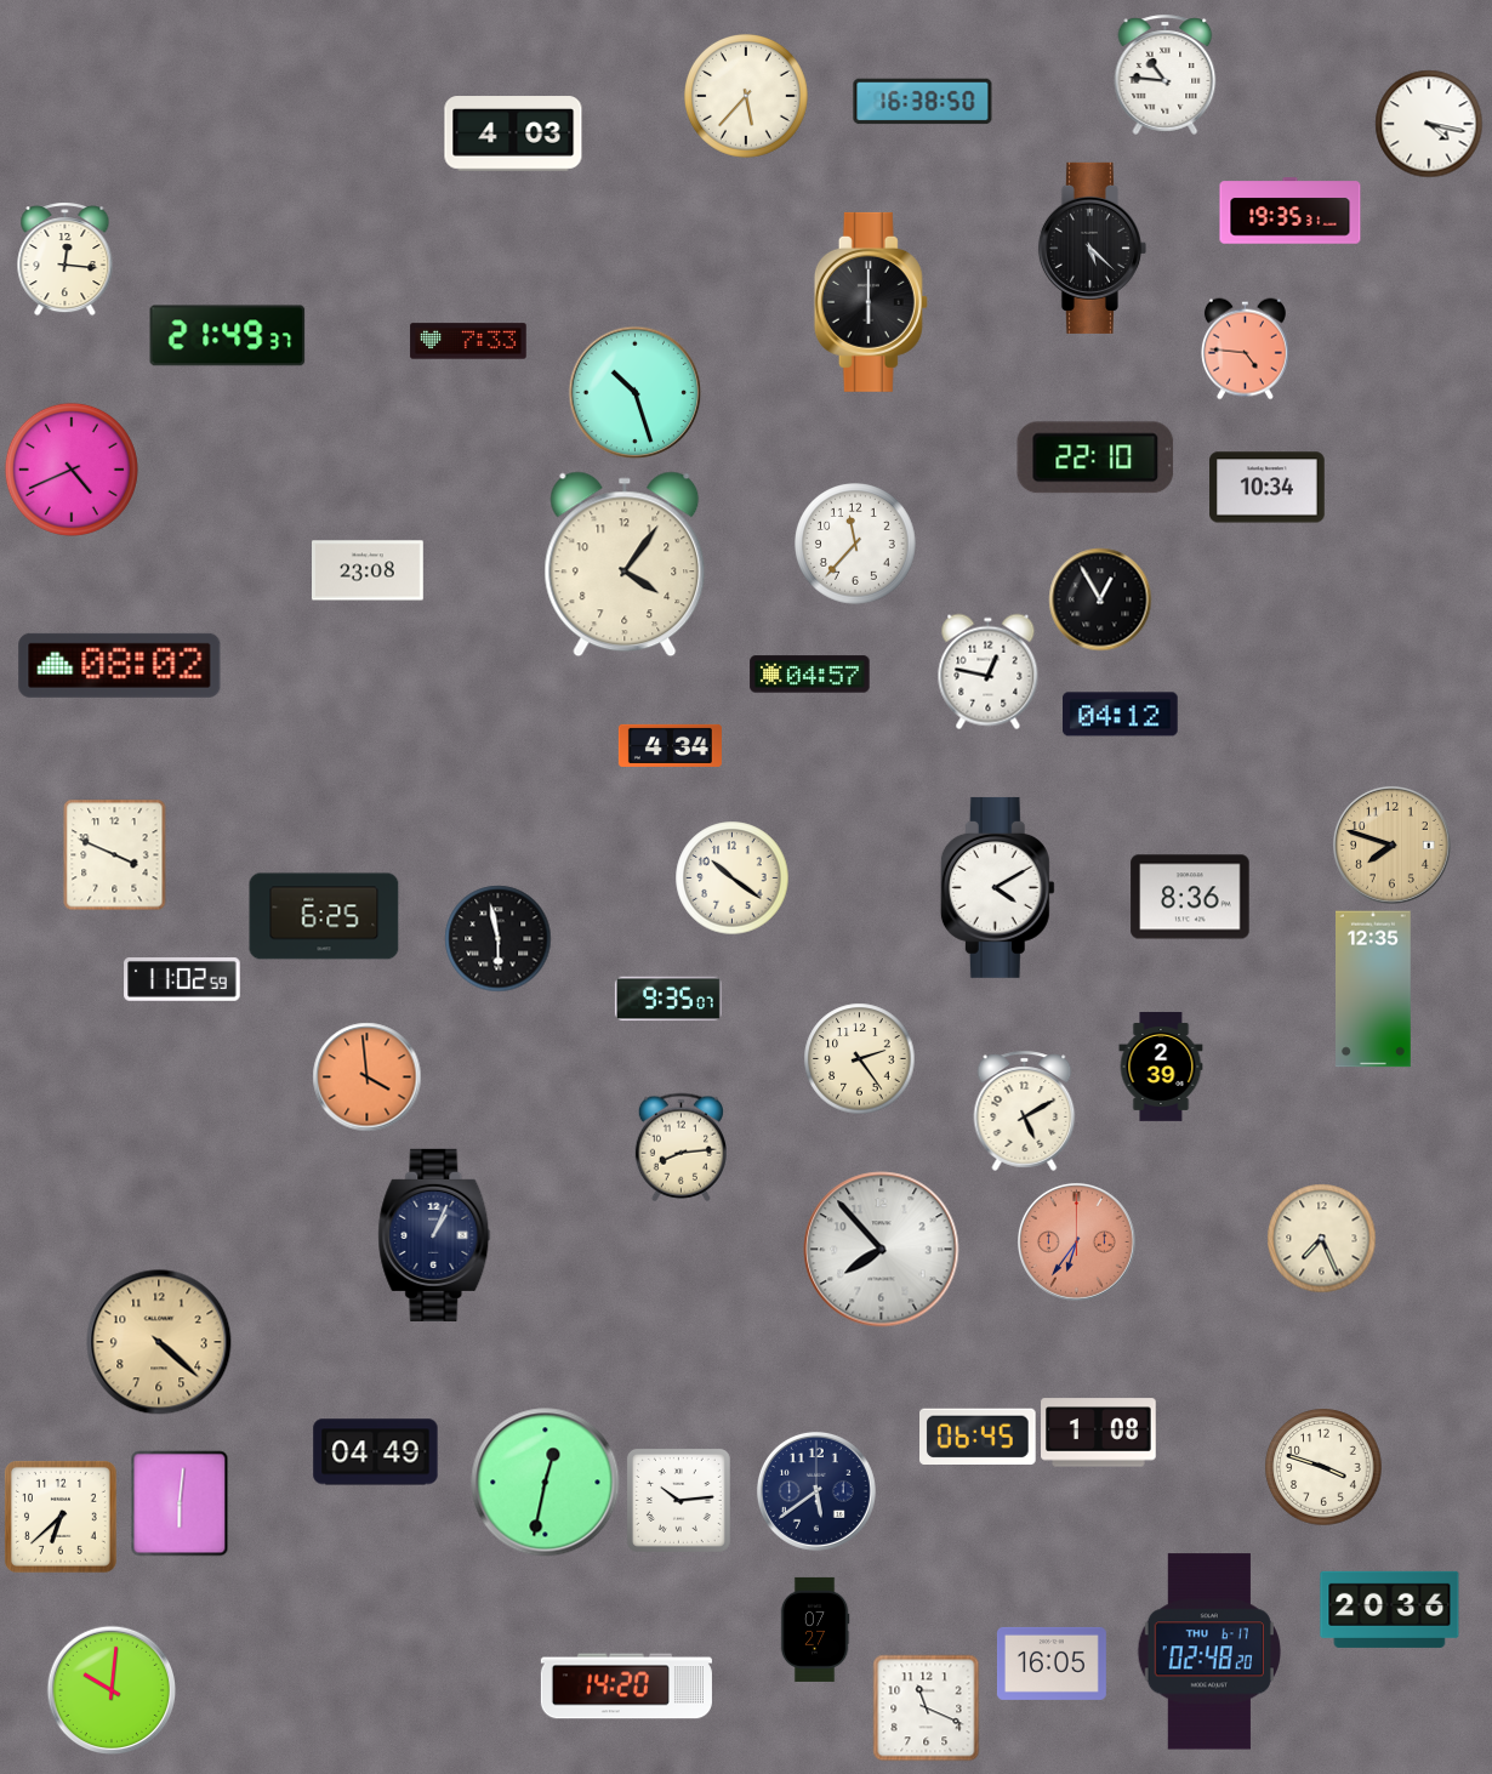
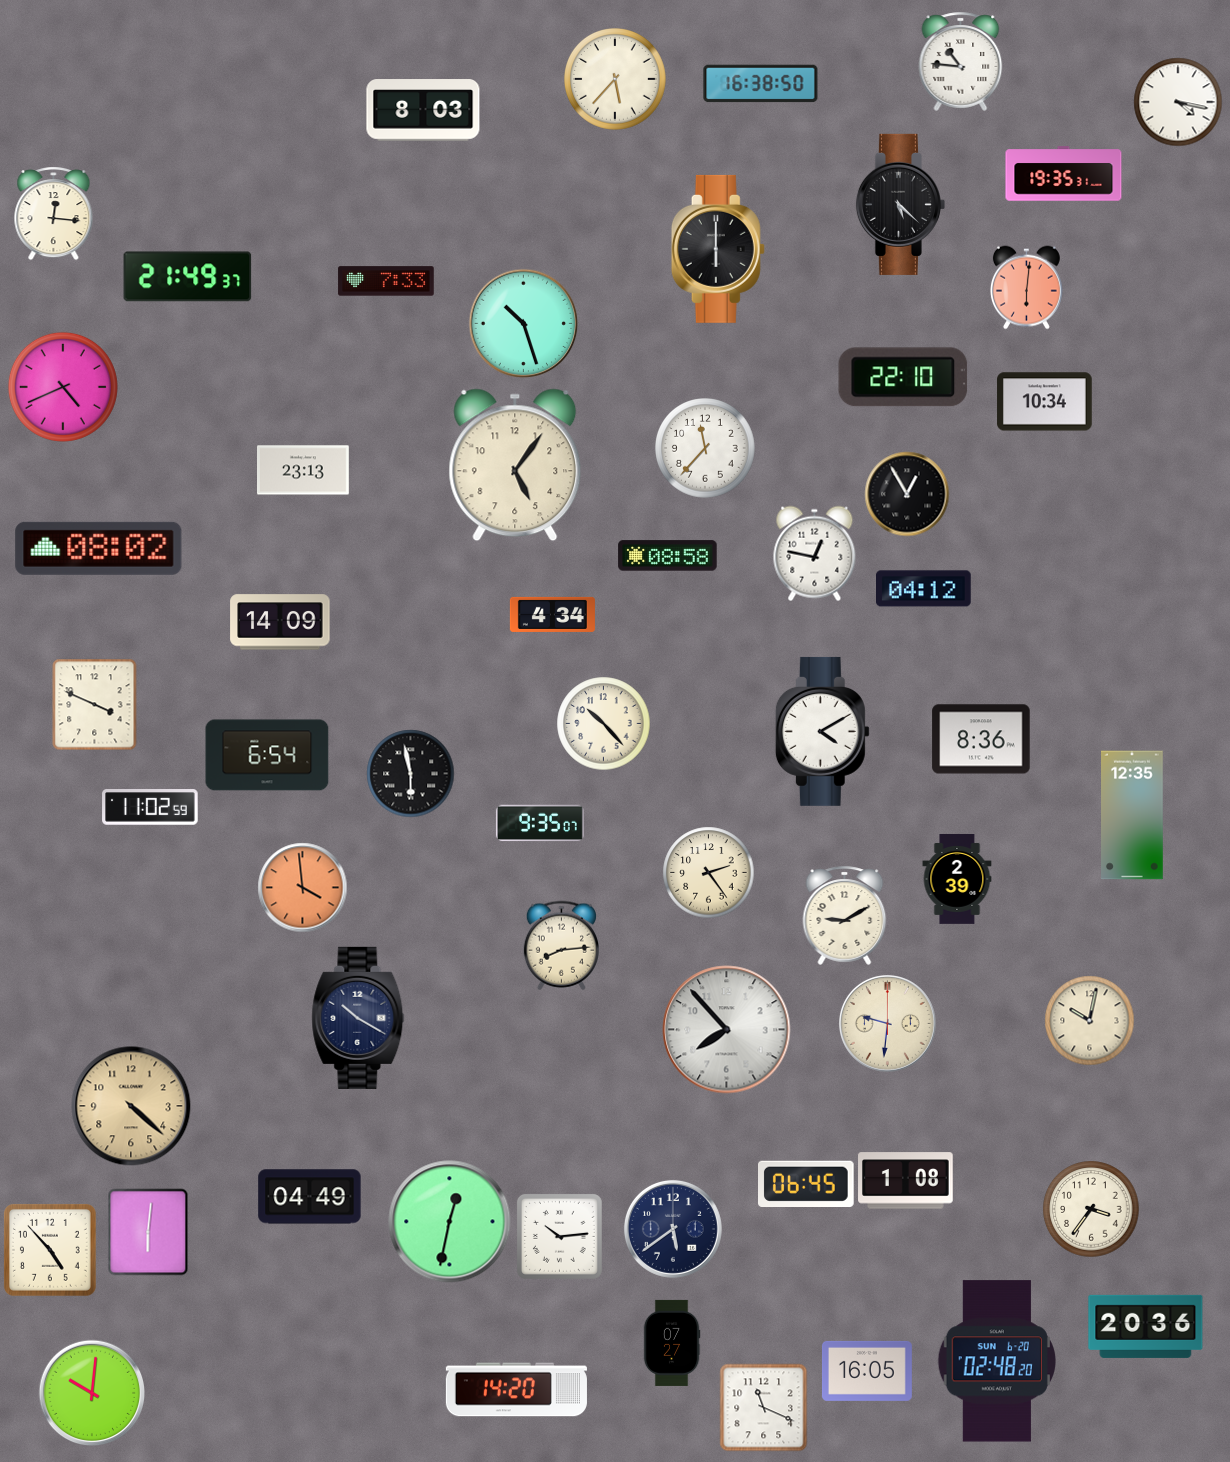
clock at (513, 133): 4:03 -> 8:03
clock at (1245, 348): 4:46 -> 6:01
clock at (72, 470) position: (72, 470) -> (63, 387)
clock at (625, 564): 4:06 -> 5:06
clock at (369, 570): 23:08 -> 23:13
clock at (810, 675): 04:57 -> 08:58
clock at (280, 622): none -> 14:09
clock at (1391, 845): 7:48 -> none
clock at (731, 877): 10:21 -> 10:23
clock at (324, 916): 6:25 -> 6:54
clock at (668, 999) position: (668, 999) -> (540, 823)
clock at (1025, 1110): 5:10 -> 9:10
clock at (434, 1235): 1:04 -> 10:20
clock at (1321, 1238): 7:26 -> 10:02
clock at (1076, 1241): 6:36 -> 9:31
clock at (1076, 1241) dial: salmon -> cream
clock at (1323, 1467): 3:48 -> 3:36
clock at (180, 1503) position: (180, 1503) -> (148, 1232)
clock at (61, 1517): 6:38 -> 4:53
clock at (1209, 1651) date: THU 6-17 -> SUN 6-20
